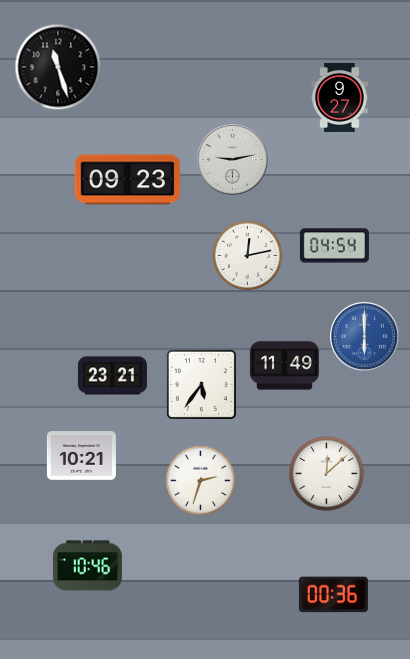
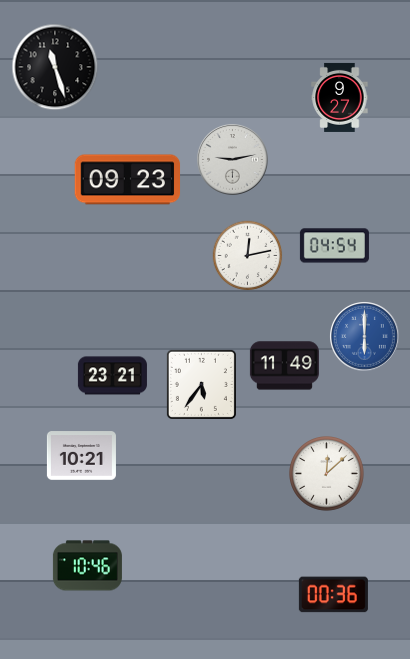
clock at (58, 67) position: (58, 67) -> (55, 67)
clock at (201, 481): 2:33 -> none
